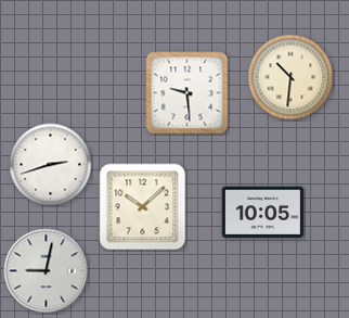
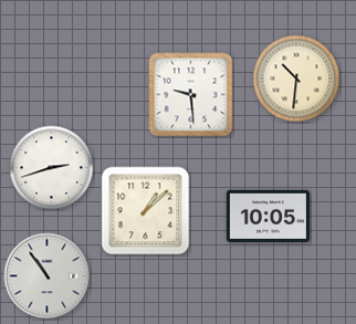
clock at (143, 207): 10:08 -> 1:08
clock at (47, 271): 9:02 -> 10:54
